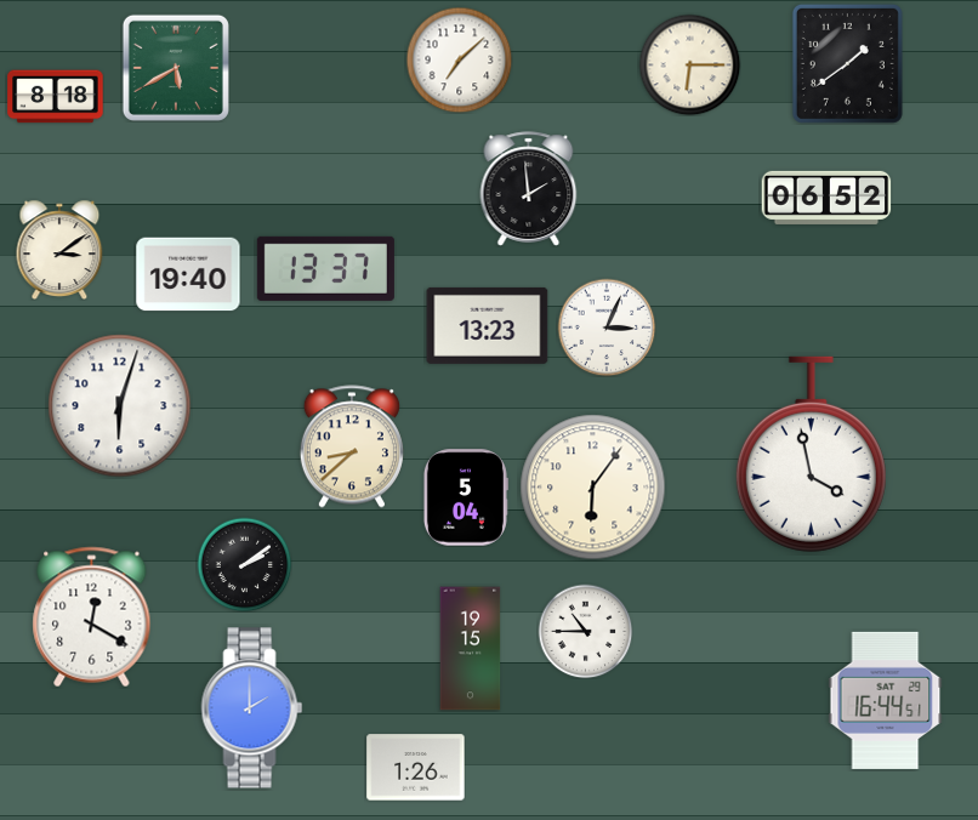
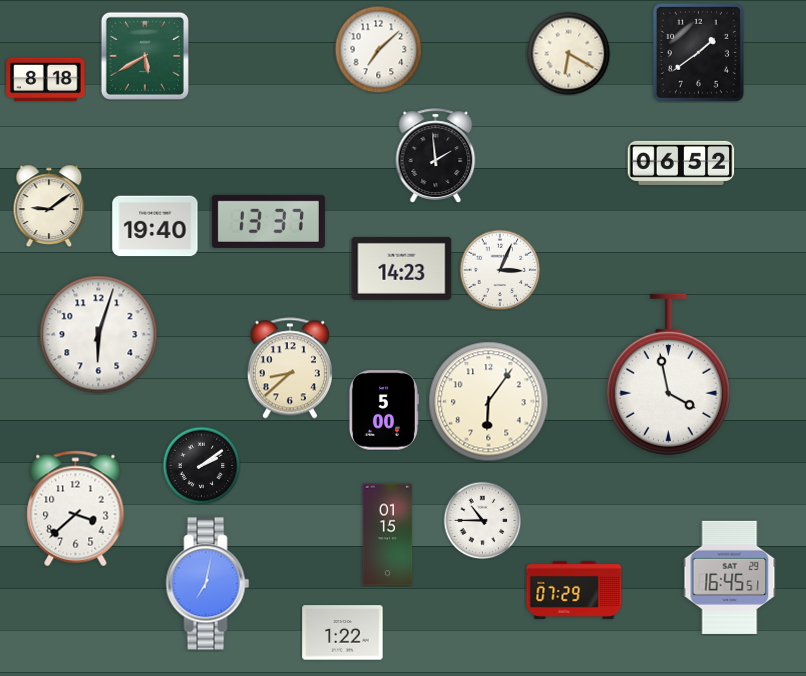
clock at (689, 64): 6:15 -> 6:20
clock at (59, 250): 3:09 -> 9:09
clock at (488, 325): 13:23 -> 14:23
clock at (465, 497): 5:04 -> 5:00
clock at (92, 617): 12:20 -> 3:38
clock at (471, 649): 19:15 -> 01:15
clock at (886, 700): 16:44 -> 16:45
clock at (252, 708): 2:00 -> 7:02
clock at (574, 590): none -> 07:29
clock at (416, 768): 1:26 -> 1:22
